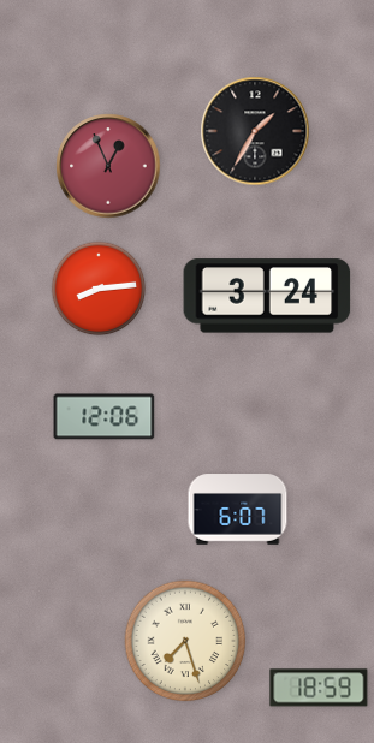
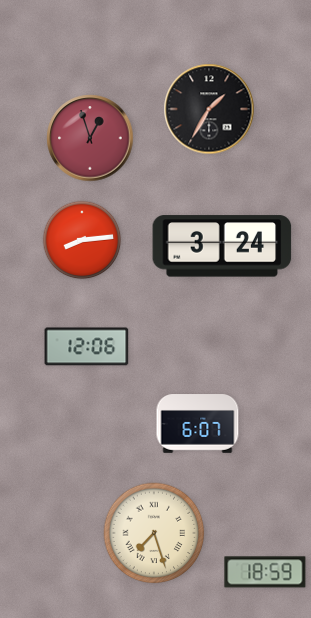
clock at (255, 131) position: (255, 131) -> (209, 109)
clock at (108, 166): 12:56 -> 12:57
